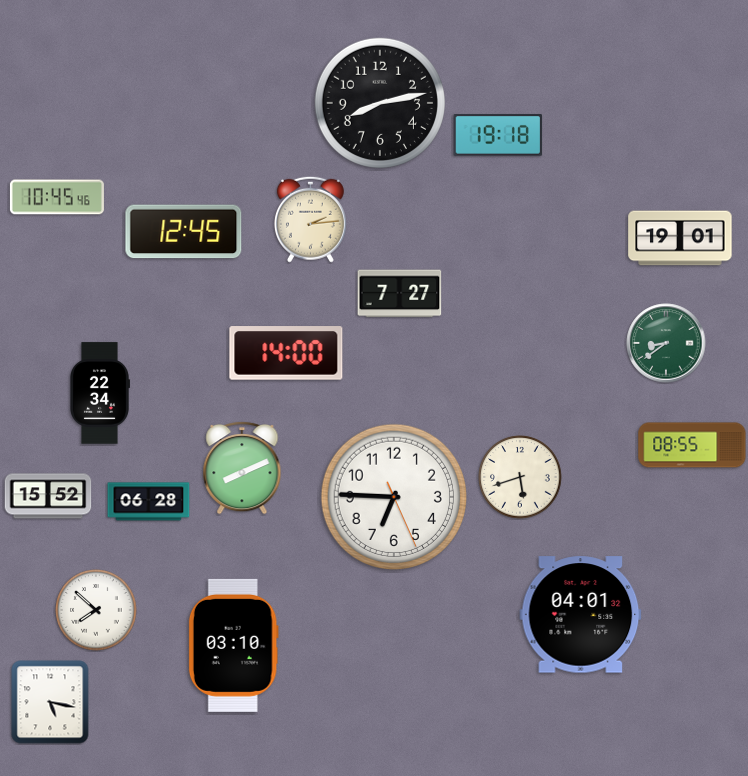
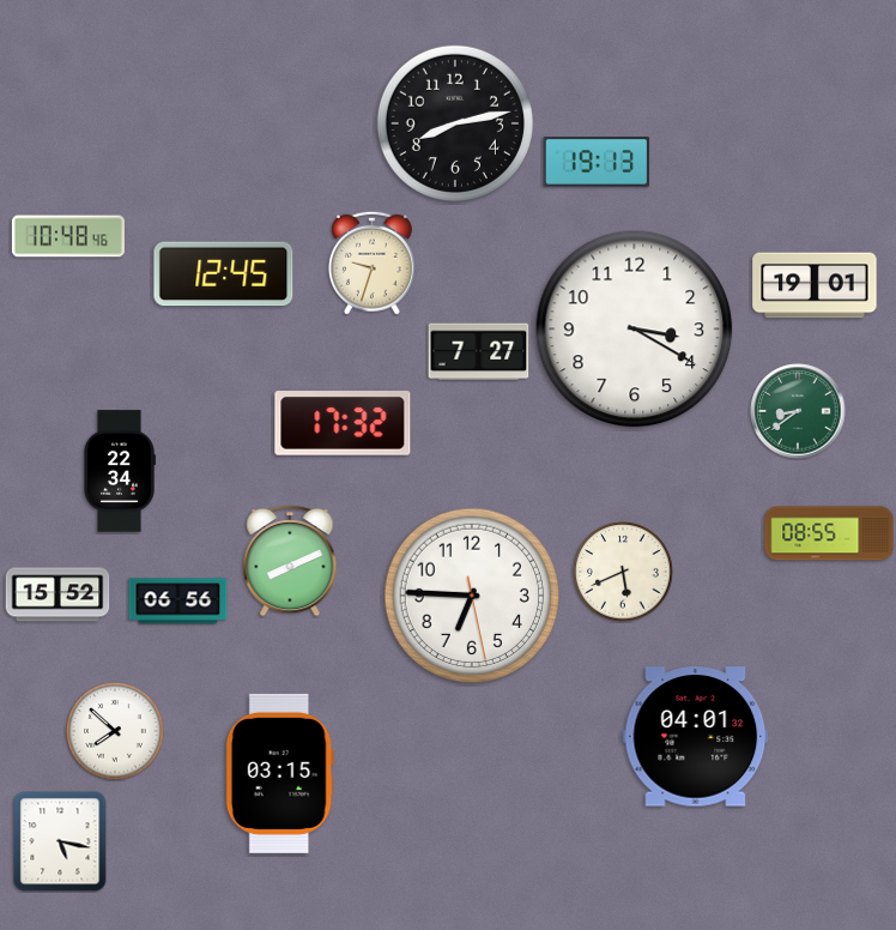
clock at (498, 136): 19:18 -> 19:13
clock at (57, 197): 10:45 -> 10:48
clock at (310, 219): 2:14 -> 9:33
clock at (184, 232) position: (184, 232) -> (224, 274)
clock at (635, 330): none -> 3:20
clock at (286, 353): 14:00 -> 17:32
clock at (520, 477): 5:42 -> 5:41
clock at (394, 497): 6:45:26 -> 6:45:28
clock at (149, 502): 06:28 -> 06:56
clock at (233, 645): 03:10 -> 03:15
